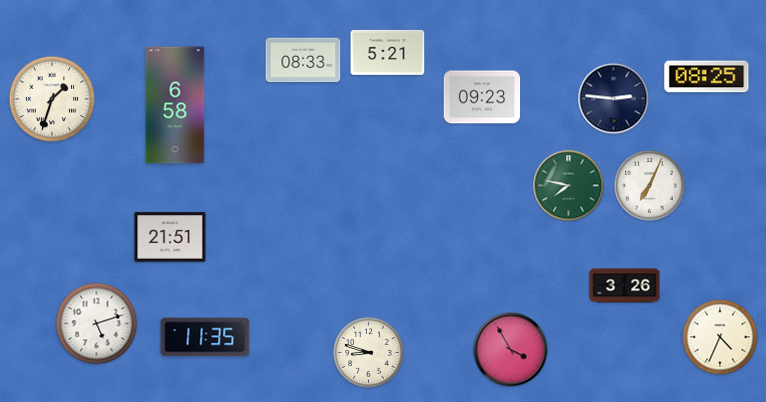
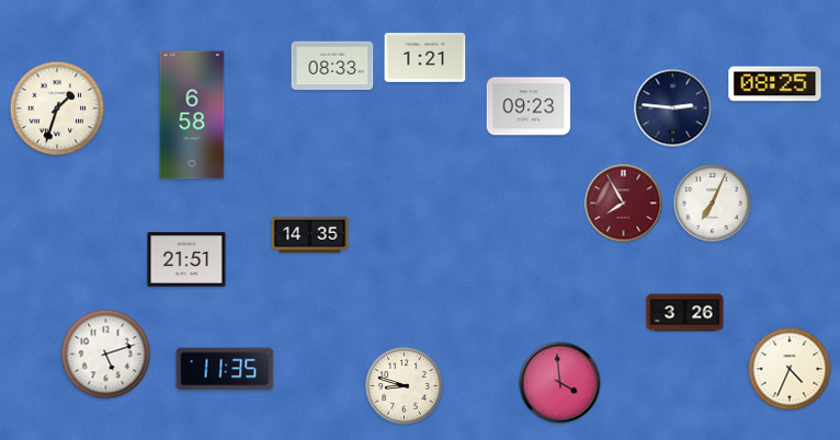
clock at (388, 52): 5:21 -> 1:21
clock at (569, 186): 7:47 -> 7:55
clock at (569, 186) dial: green -> burgundy
clock at (310, 235): none -> 14:35
clock at (511, 350): 3:55 -> 3:59
